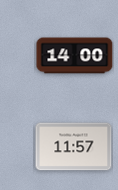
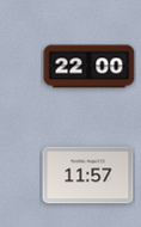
clock at (75, 56): 14:00 -> 22:00
